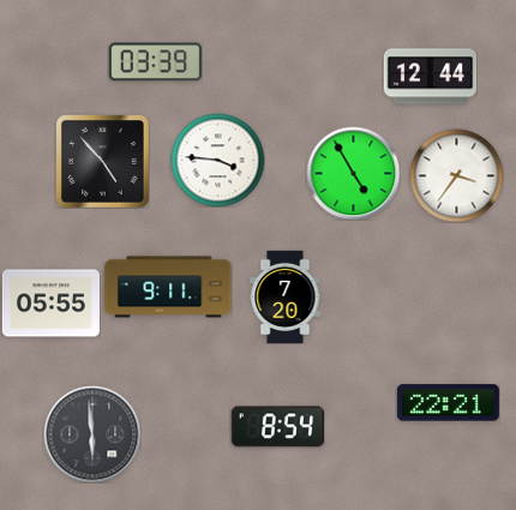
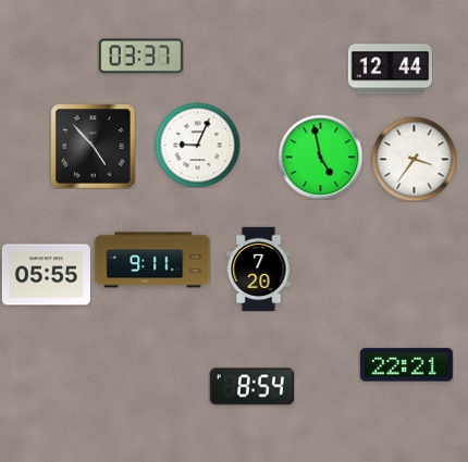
clock at (155, 62): 03:39 -> 03:37
clock at (217, 160): 3:46 -> 9:04
clock at (353, 173): 4:55 -> 4:58
clock at (92, 434): 5:59 -> none
